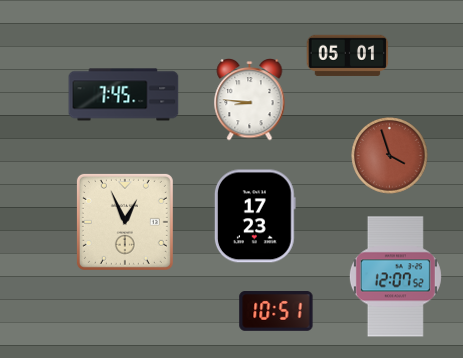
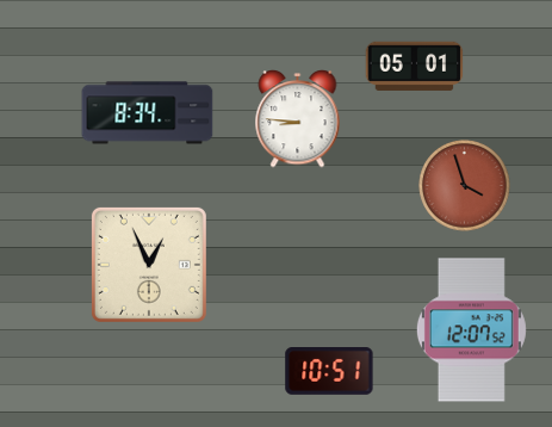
clock at (124, 95): 7:45 -> 8:34
clock at (255, 216): 17:23 -> none
